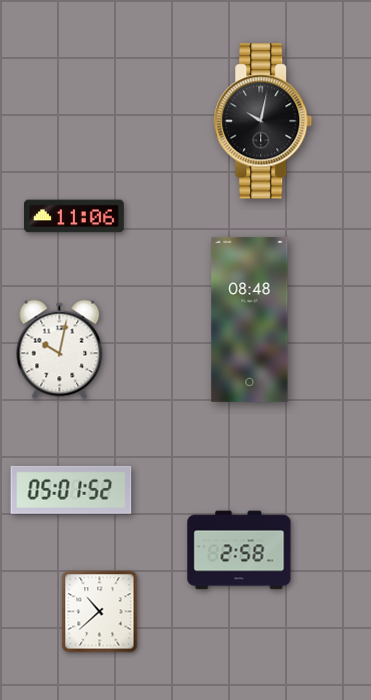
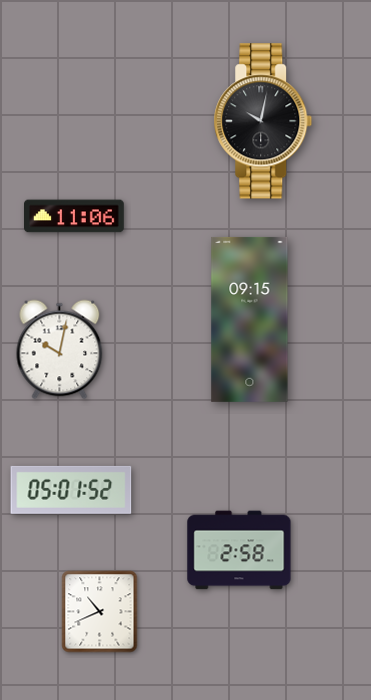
clock at (250, 319): 08:48 -> 09:15
clock at (100, 612): 10:38 -> 10:41
